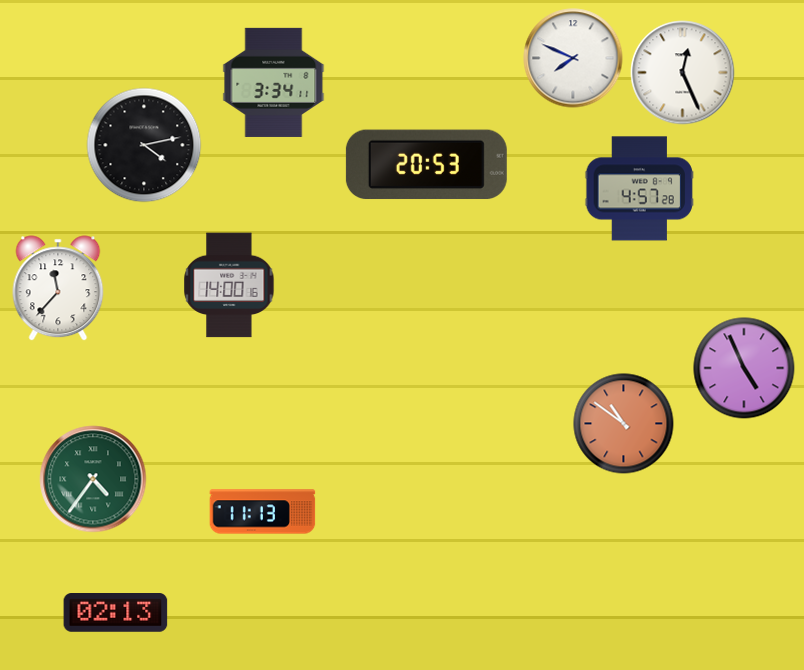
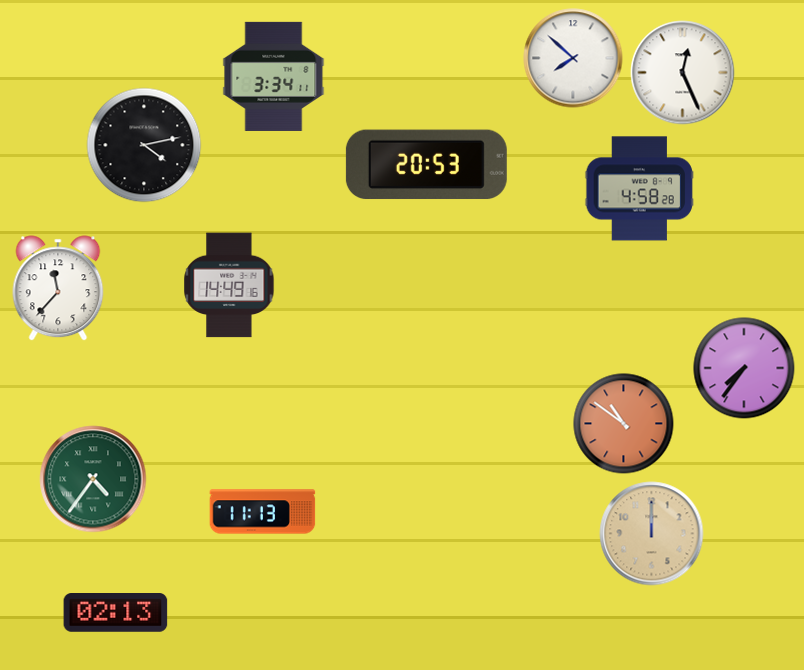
clock at (573, 58): 7:49 -> 7:52
clock at (274, 82) position: (274, 82) -> (274, 76)
clock at (639, 189): 4:57 -> 4:58
clock at (229, 285): 14:00 -> 14:49
clock at (744, 368): 4:56 -> 7:36
clock at (652, 534): none -> 12:00
